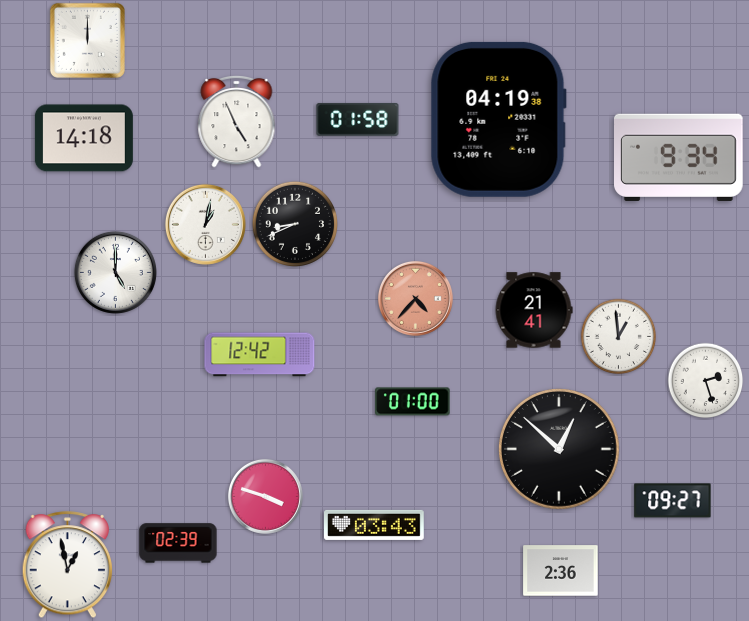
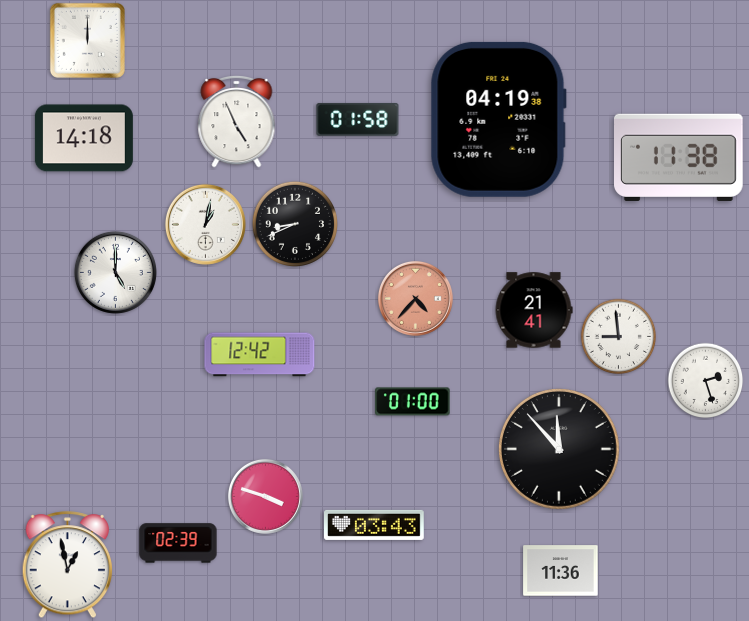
clock at (679, 157): 9:34 -> 11:38
clock at (619, 337): 12:59 -> 8:59
clock at (559, 449): 12:52 -> 11:53
clock at (673, 501): 09:27 -> none
clock at (561, 571): 2:36 -> 11:36
